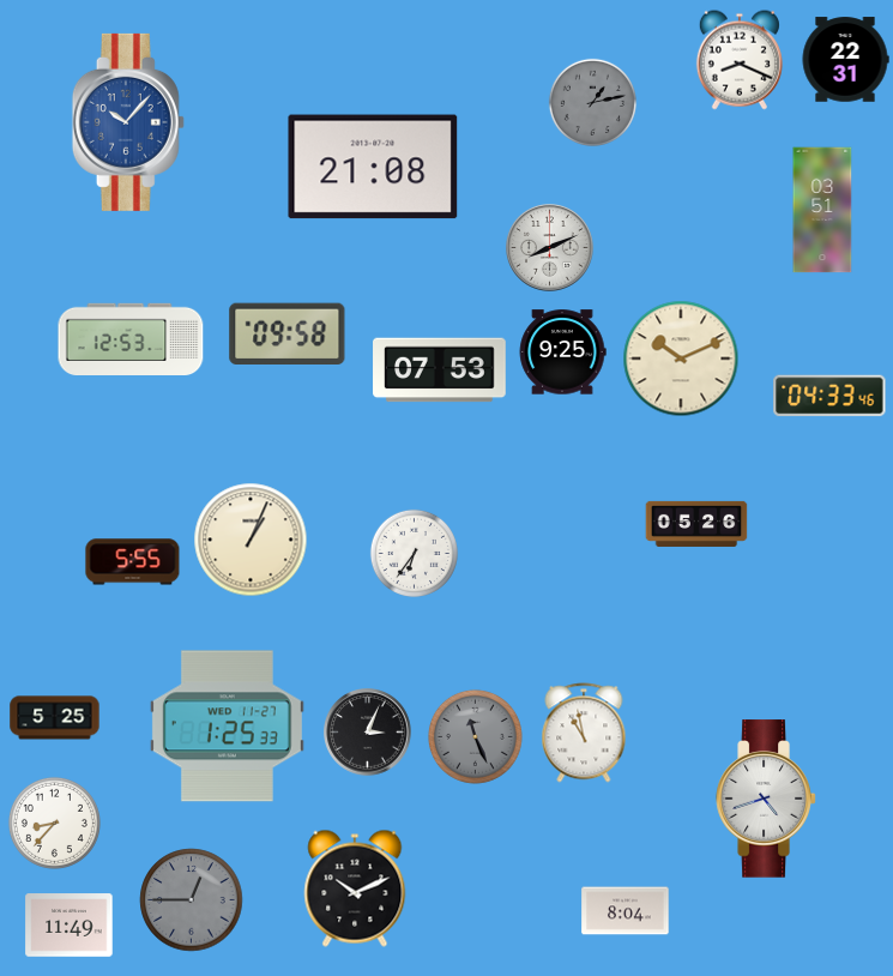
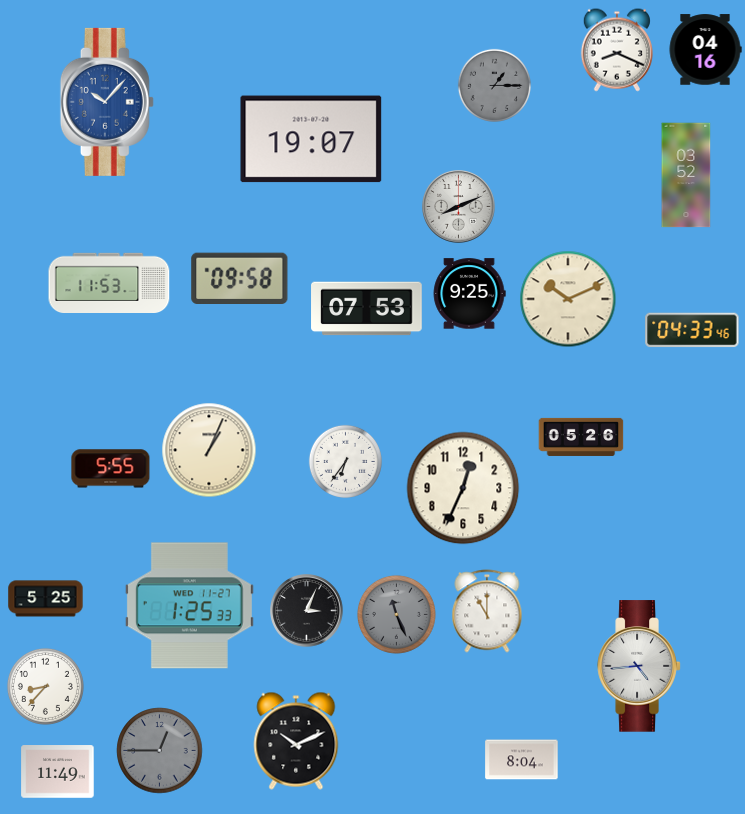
clock at (845, 60): 22:31 -> 04:16
clock at (592, 102): 1:13 -> 1:15
clock at (373, 167): 21:08 -> 19:07
clock at (822, 210): 03:51 -> 03:52
clock at (131, 338): 12:53 -> 11:53
clock at (463, 488): none -> 12:34
clock at (584, 733): 10:58 -> 11:00
clock at (766, 799): 4:42 -> 4:44
